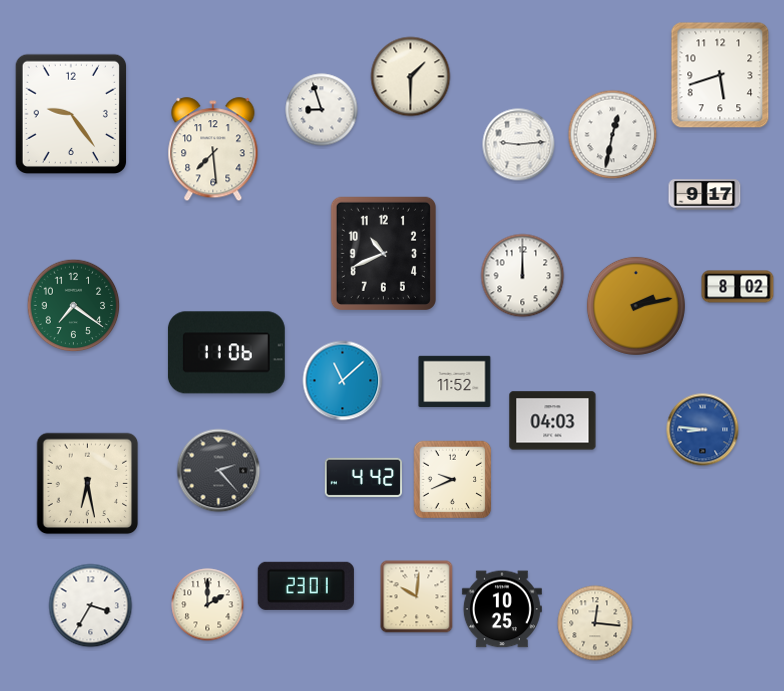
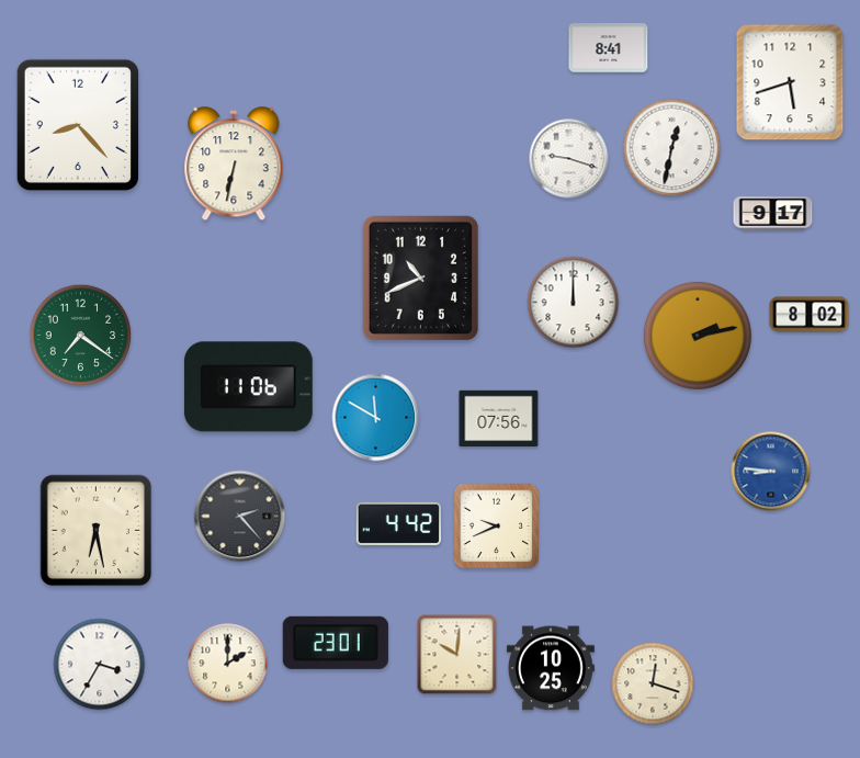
clock at (609, 48): none -> 8:41
clock at (411, 77): 1:30 -> none
clock at (322, 110): 8:57 -> none
clock at (70, 113): 9:24 -> 8:23
clock at (519, 145): 9:14 -> 9:18
clock at (213, 150): 7:29 -> 6:32
clock at (343, 381): 11:08 -> 11:50
clock at (455, 382): 11:52 -> 07:56
clock at (553, 421): 04:03 -> none
clock at (595, 623): 12:16 -> 12:18
